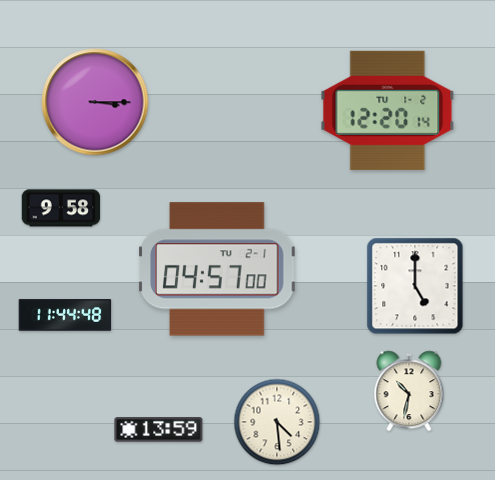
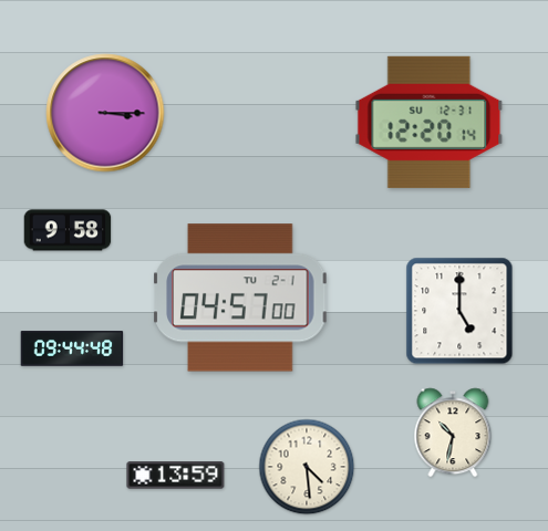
clock at (388, 110) date: TU 1-2 -> SU 12-31
clock at (415, 286) position: (415, 286) -> (459, 311)
clock at (65, 315): 11:44 -> 09:44
